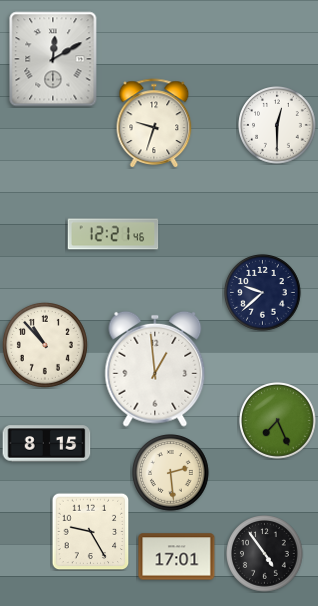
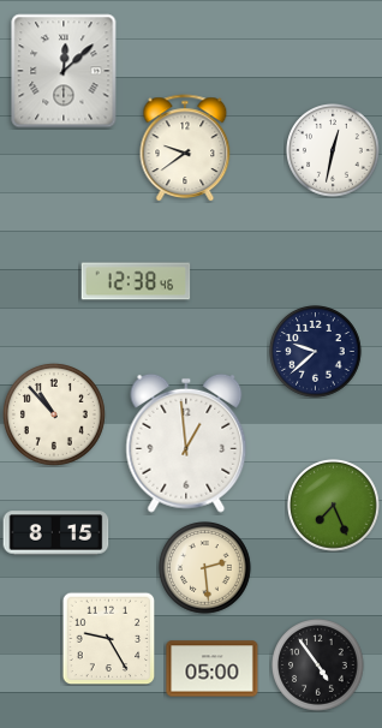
clock at (53, 59): 12:10 -> 12:08
clock at (154, 123): 9:33 -> 9:39
clock at (278, 126): 12:30 -> 12:32
clock at (113, 234): 12:21 -> 12:38
clock at (177, 557): 17:01 -> 05:00
